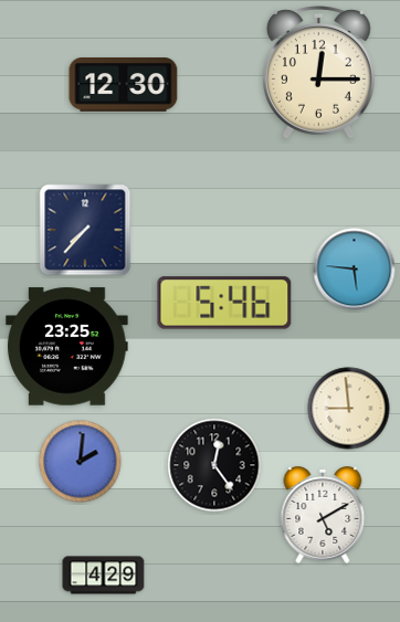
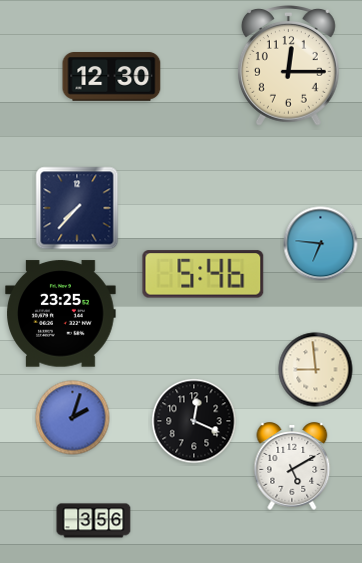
clock at (355, 270): 5:46 -> 6:46
clock at (81, 462): 2:01 -> 2:03
clock at (214, 465): 12:24 -> 12:19
clock at (104, 576): 4:29 -> 3:56
